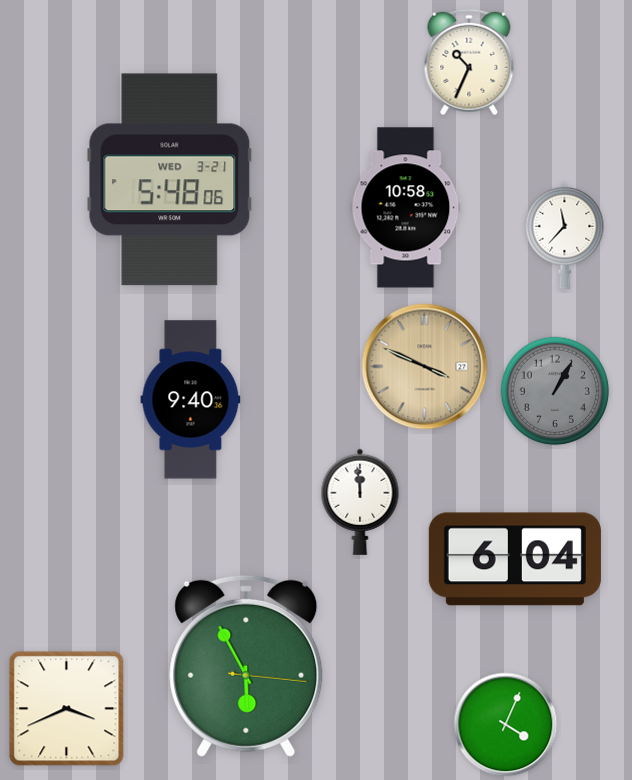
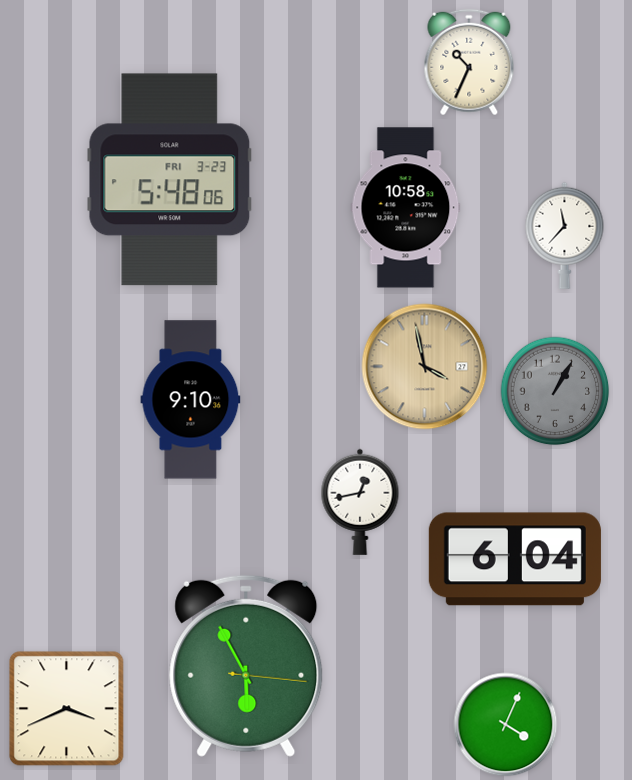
clock at (170, 180) date: WED 3-21 -> FRI 3-23
clock at (425, 367): 3:49 -> 3:58
clock at (191, 400): 9:40 -> 9:10
clock at (360, 502): 11:59 -> 12:43
